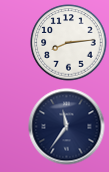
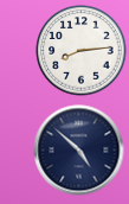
clock at (67, 127): 11:36 -> 4:52
